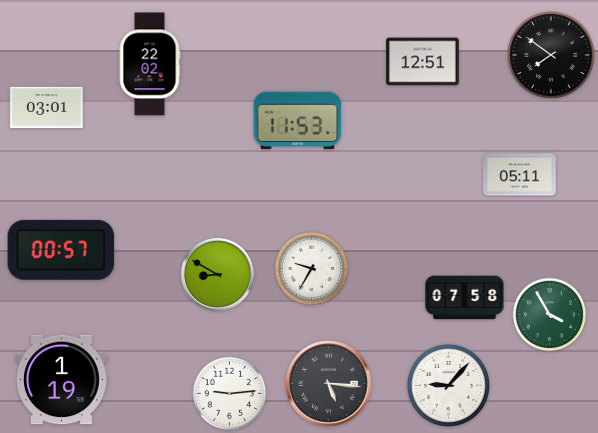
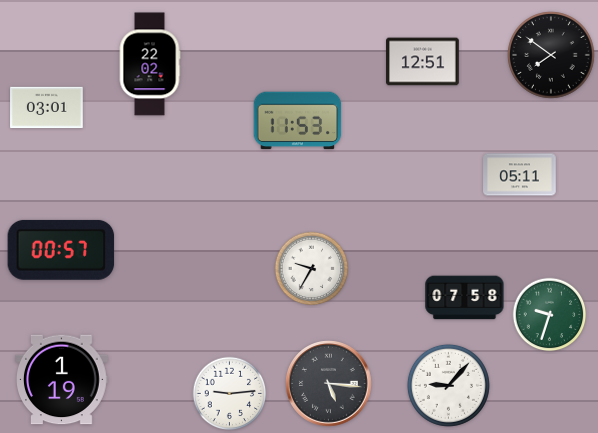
clock at (217, 274): 8:50 -> none
clock at (550, 315): 3:55 -> 9:33
